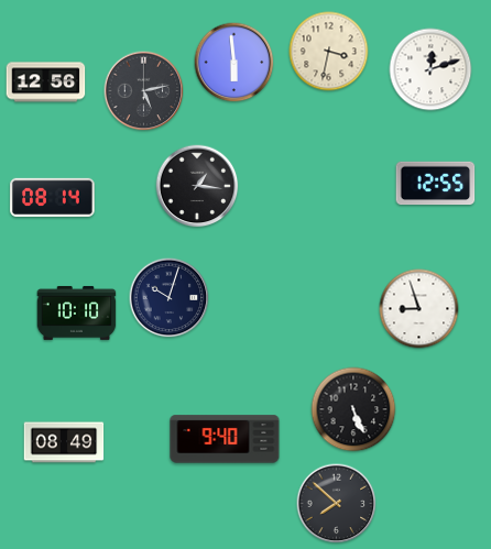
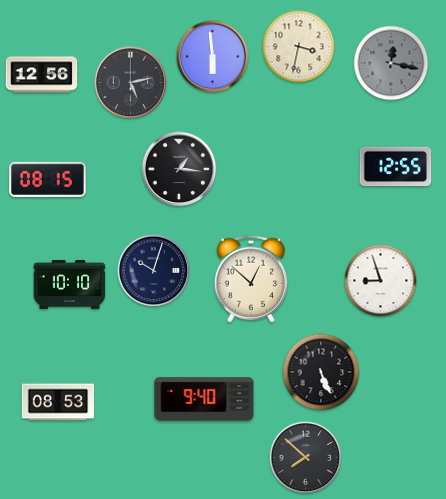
clock at (430, 69): 12:12 -> 12:17
clock at (430, 69) dial: white -> grey
clock at (53, 197): 08:14 -> 08:15
clock at (250, 279): none -> 12:52
clock at (64, 442): 08:49 -> 08:53
